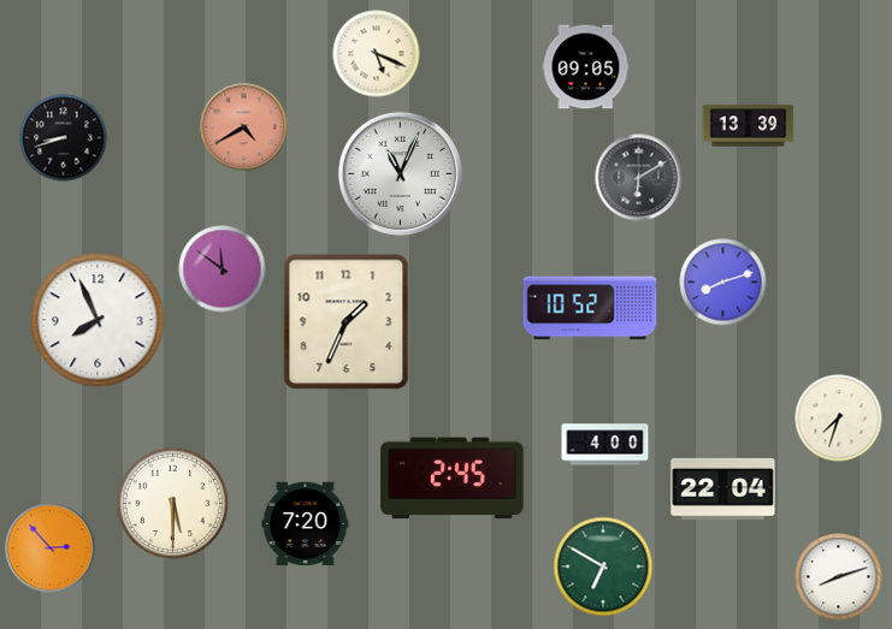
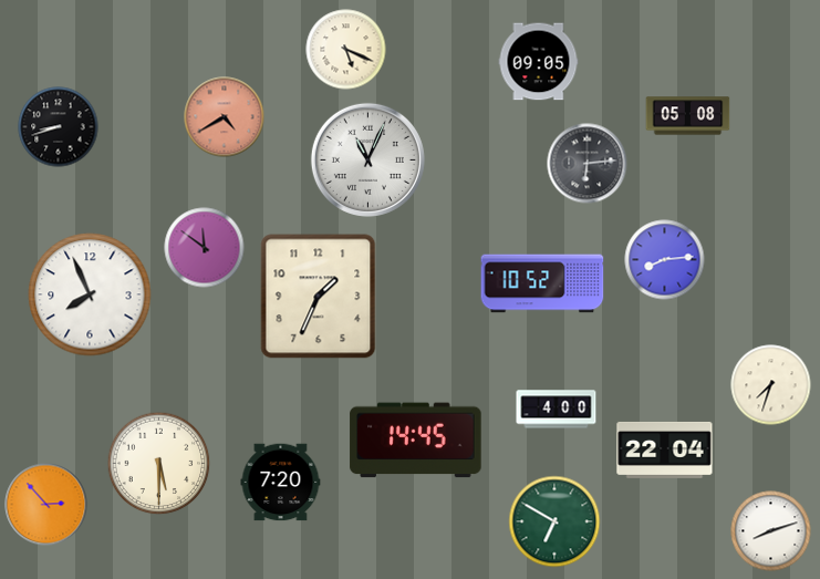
clock at (749, 126): 13:39 -> 05:08
clock at (639, 178): 6:10 -> 6:14
clock at (723, 283): 8:12 -> 8:14
clock at (453, 479): 2:45 -> 14:45
